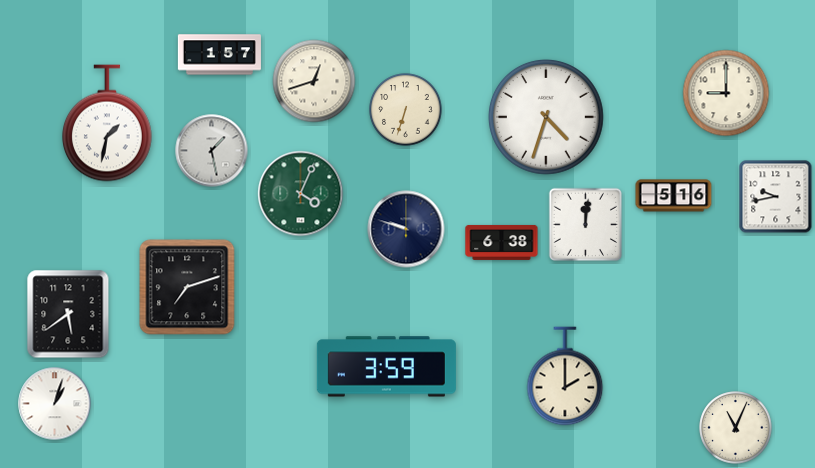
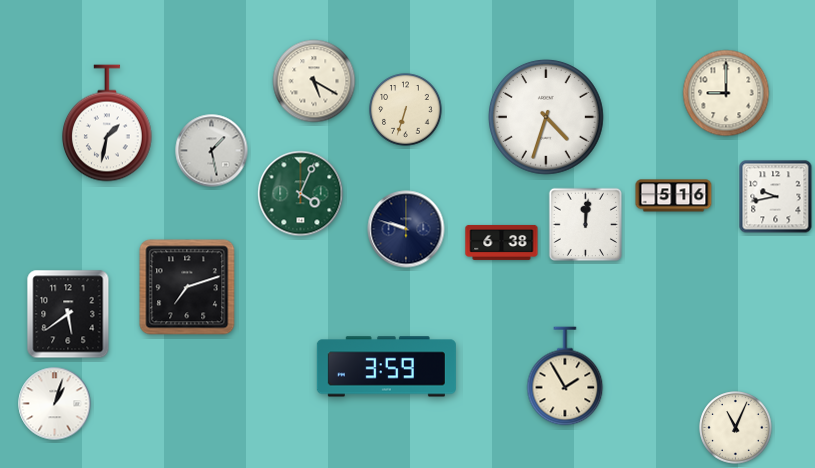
clock at (219, 55): 1:57 -> none
clock at (314, 81): 12:42 -> 5:20
clock at (565, 376): 2:00 -> 1:55
